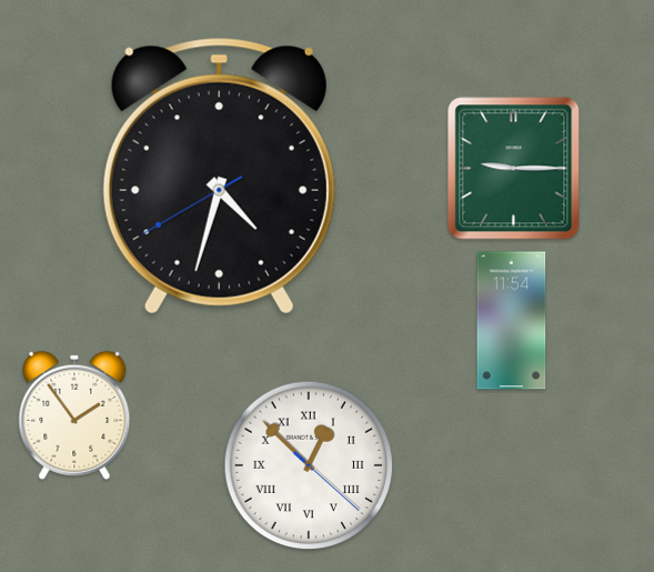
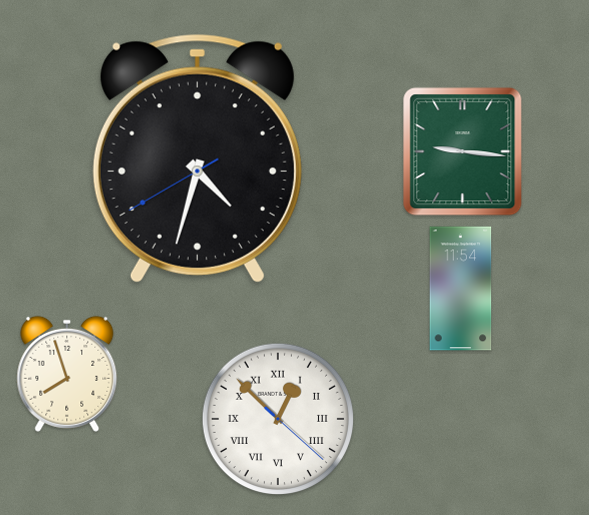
clock at (514, 169): 9:15 -> 9:16
clock at (74, 415): 1:54 -> 7:57
